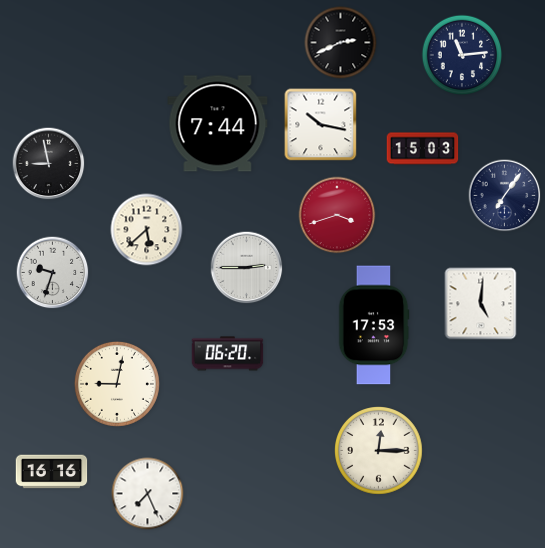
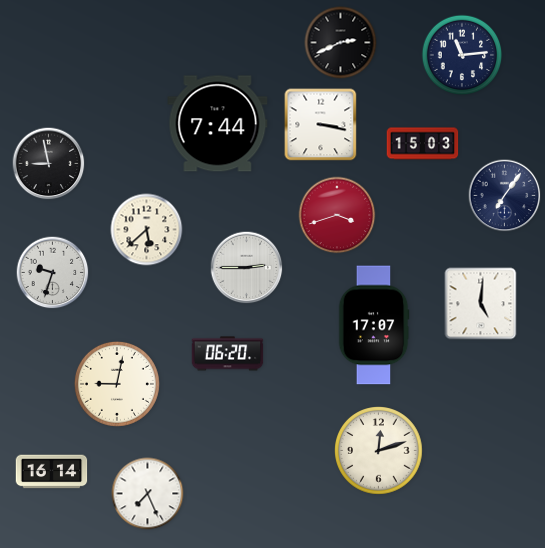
clock at (321, 125): 10:17 -> 3:17
clock at (423, 149) position: (423, 149) -> (423, 144)
clock at (374, 325): 17:53 -> 17:07
clock at (379, 451): 12:15 -> 12:12
clock at (52, 472): 16:16 -> 16:14
